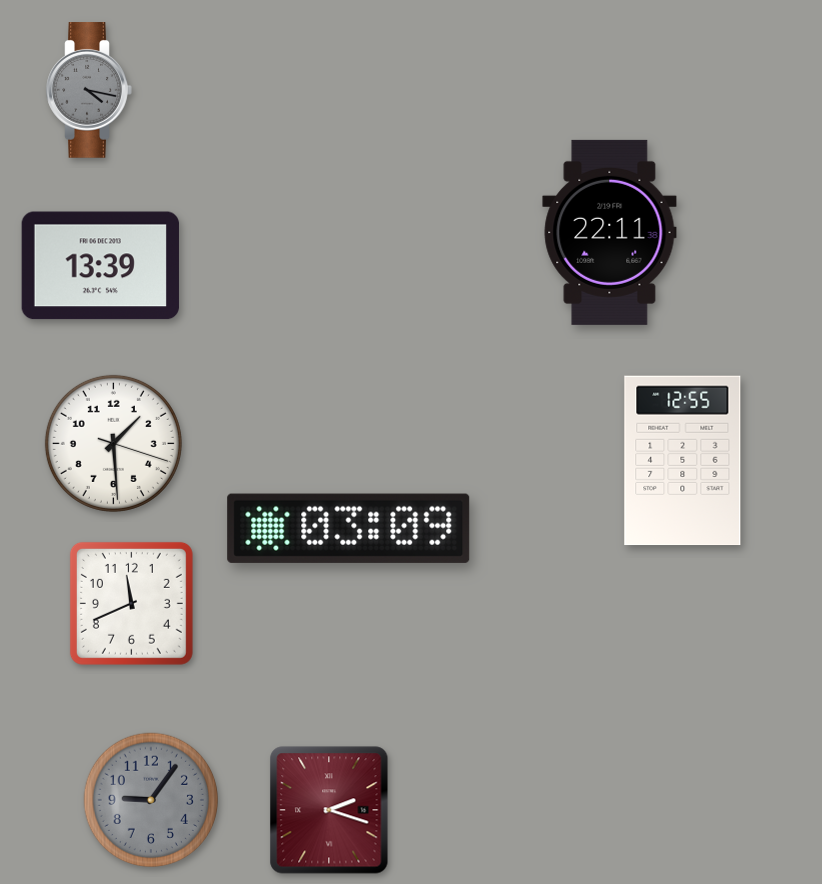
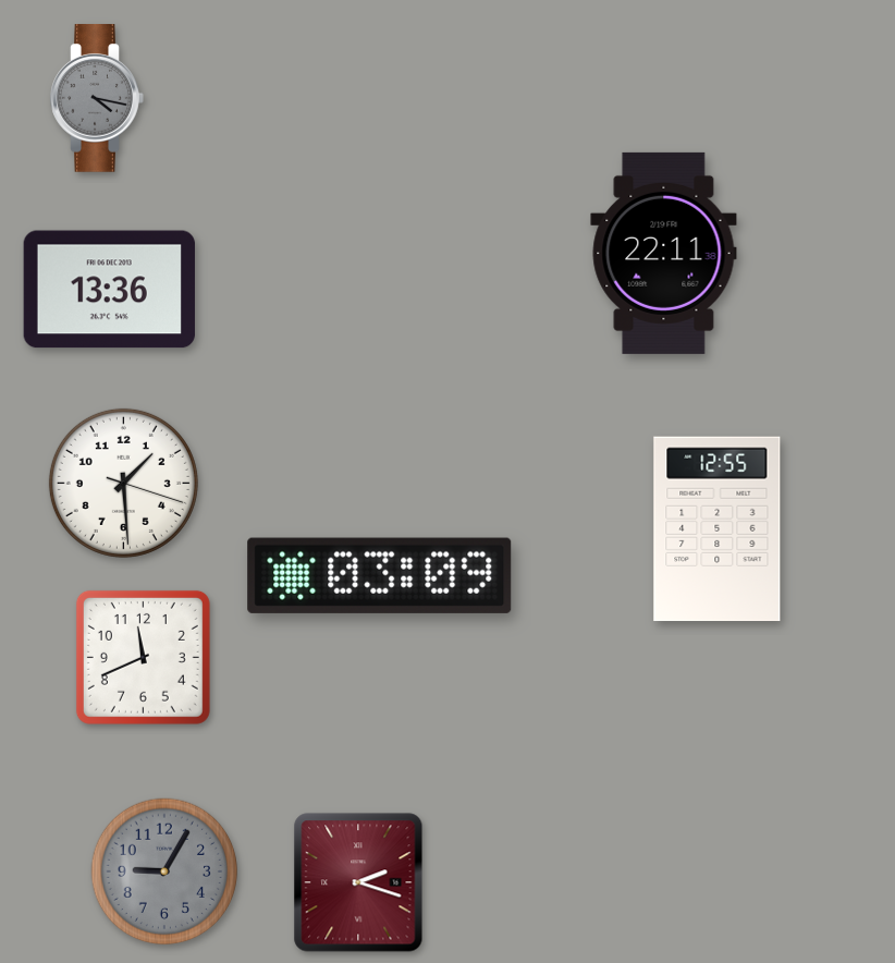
clock at (100, 266): 13:39 -> 13:36
clock at (683, 461) position: (683, 461) -> (718, 529)
clock at (150, 799): 9:06 -> 9:05
